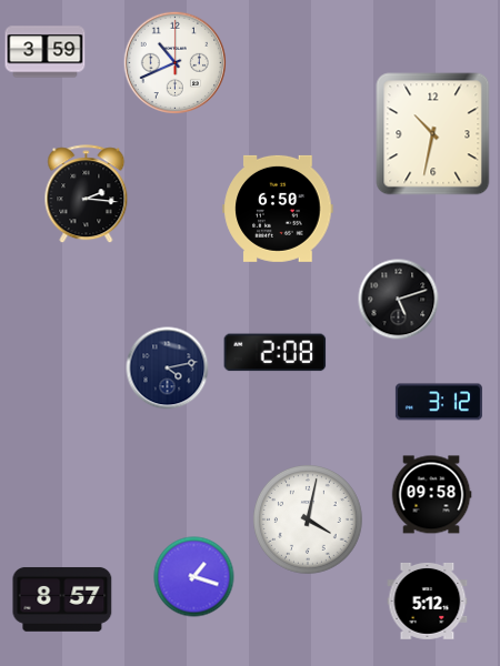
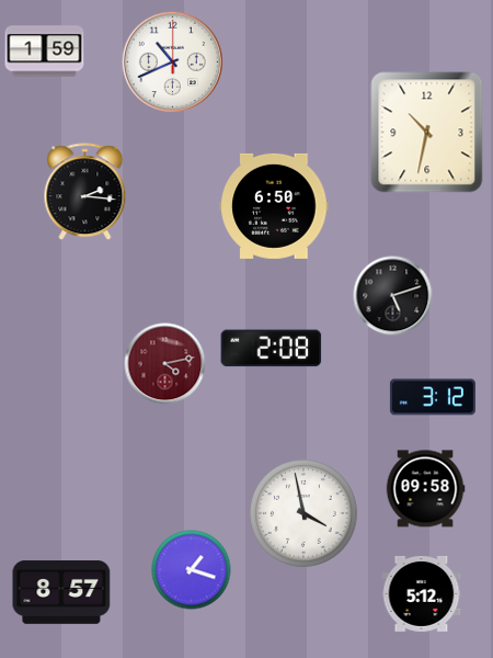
clock at (46, 52): 3:59 -> 1:59
clock at (168, 369) dial: navy -> burgundy
clock at (309, 521): 4:02 -> 3:58
